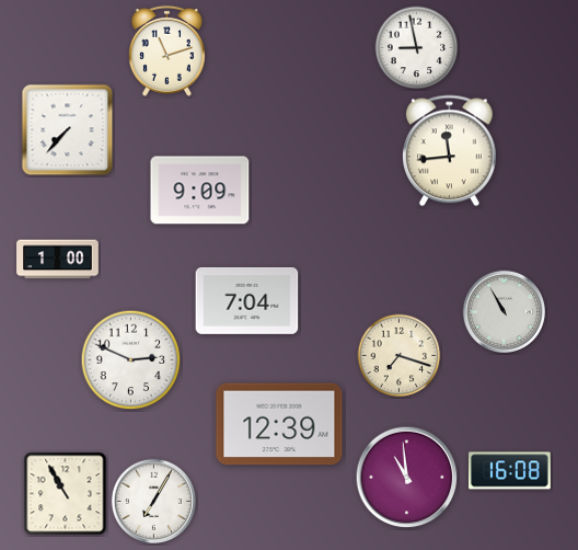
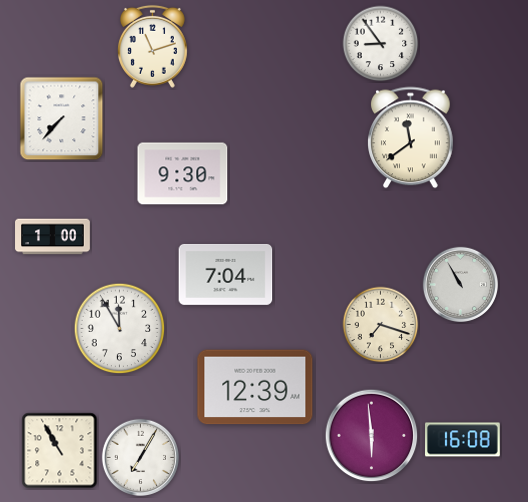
clock at (417, 48): 8:58 -> 8:54
clock at (450, 151): 11:44 -> 11:39
clock at (200, 191): 9:09 -> 9:30
clock at (400, 356) position: (400, 356) -> (381, 325)
clock at (131, 360): 2:49 -> 11:55
clock at (510, 471) position: (510, 471) -> (463, 440)
clock at (407, 478): 10:59 -> 5:59
